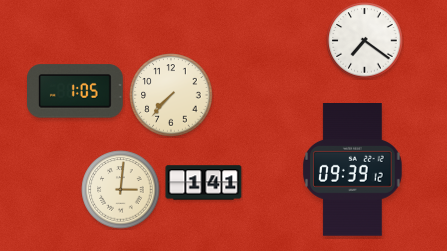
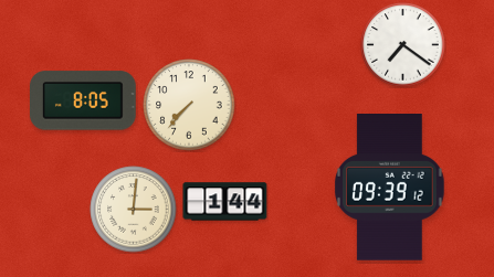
clock at (76, 91): 1:05 -> 8:05
clock at (204, 183): 1:41 -> 1:44
